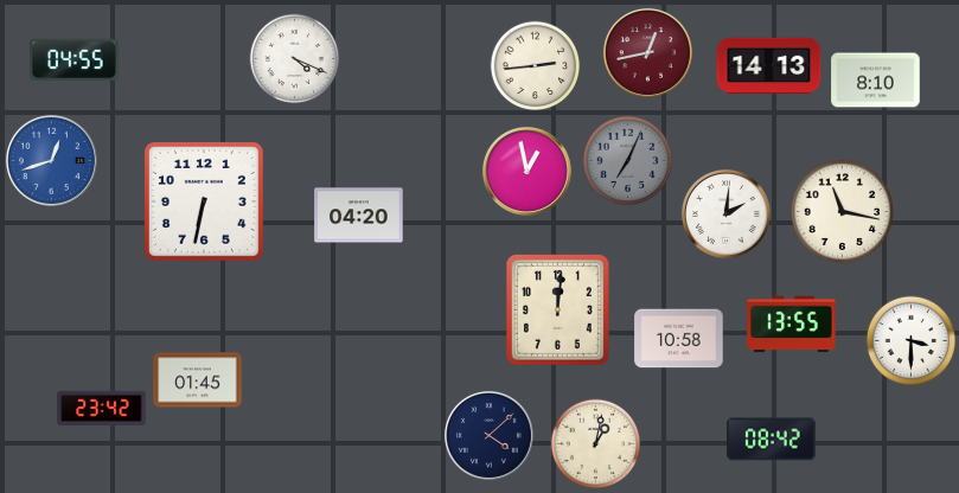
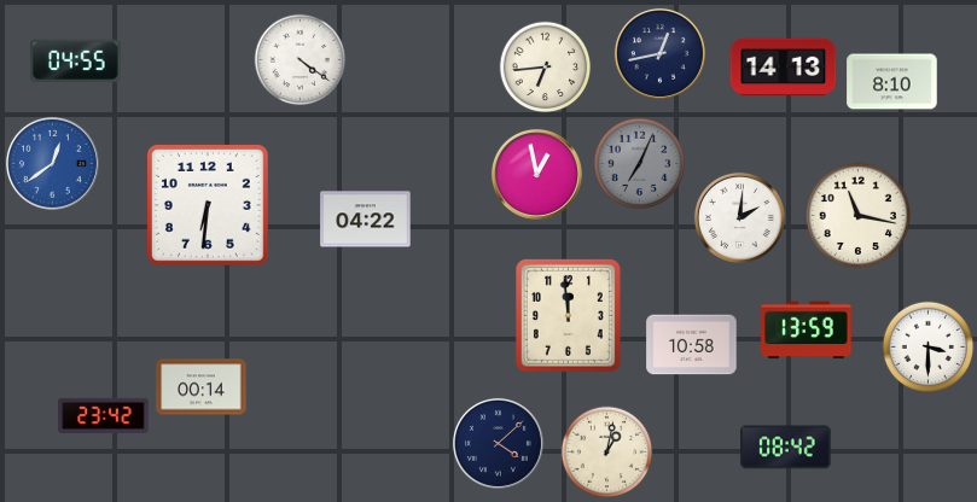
clock at (647, 52) dial: burgundy -> navy
clock at (295, 59): 4:19 -> 4:21
clock at (536, 66): 2:44 -> 6:44
clock at (51, 160): 12:42 -> 12:39
clock at (204, 201): 6:32 -> 6:31
clock at (359, 216): 04:20 -> 04:22
clock at (557, 309): 12:01 -> 11:59
clock at (792, 325): 13:55 -> 13:59
clock at (198, 380): 01:45 -> 00:14
